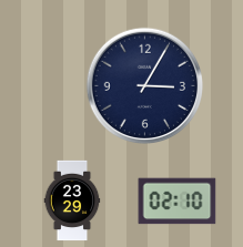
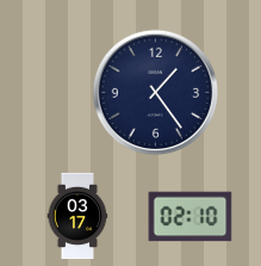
clock at (144, 85): 3:05 -> 1:24
clock at (72, 200): 23:29 -> 03:17
